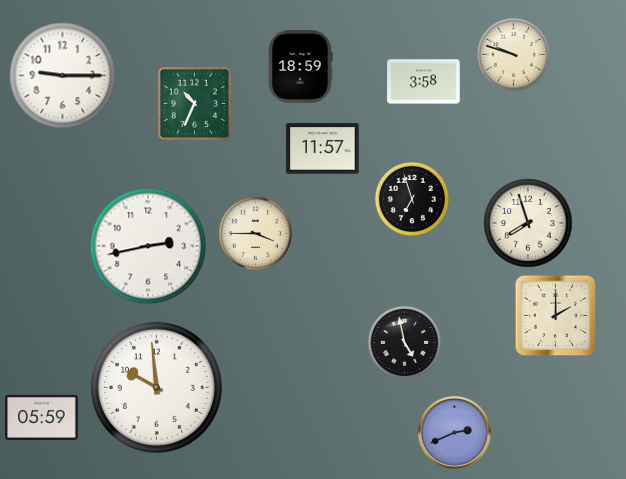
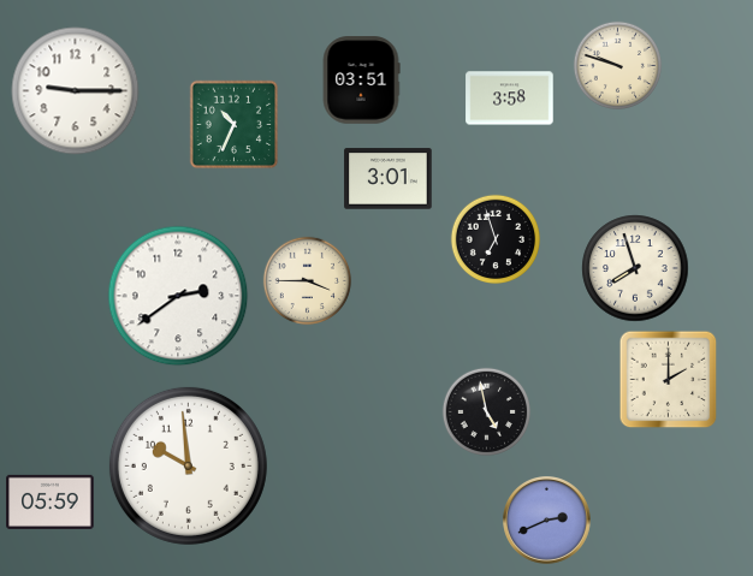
clock at (300, 67): 18:59 -> 03:51
clock at (323, 149): 11:57 -> 3:01
clock at (148, 246): 2:43 -> 2:39
